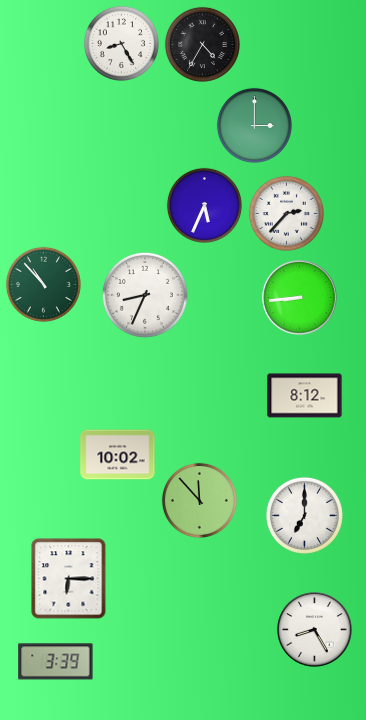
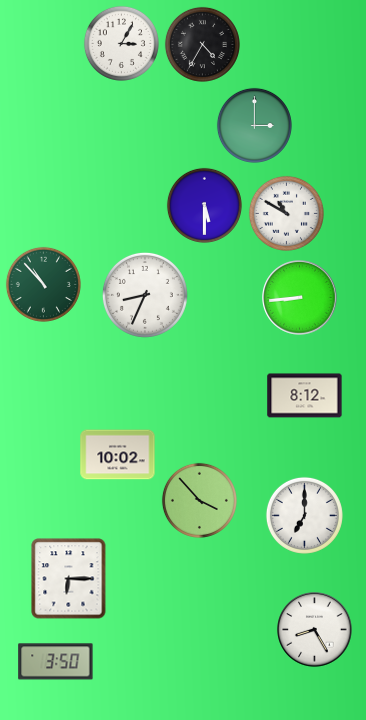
clock at (121, 43): 8:25 -> 3:05
clock at (204, 205): 5:34 -> 5:30
clock at (286, 213): 2:37 -> 10:50
clock at (199, 500): 11:53 -> 3:53
clock at (56, 662): 3:39 -> 3:50
